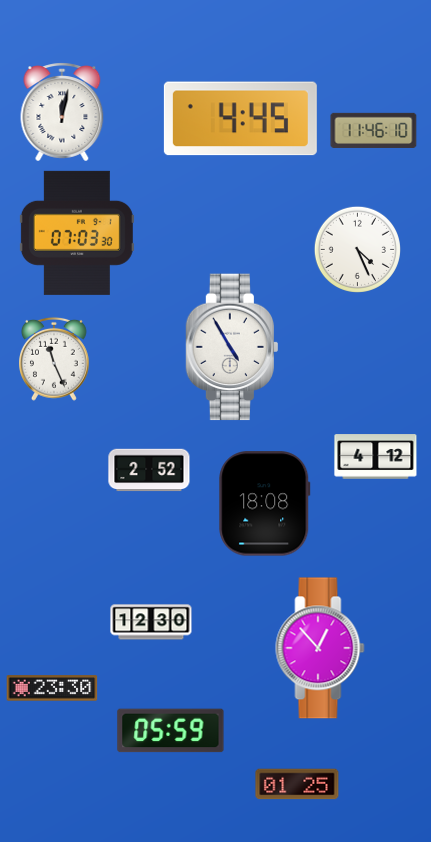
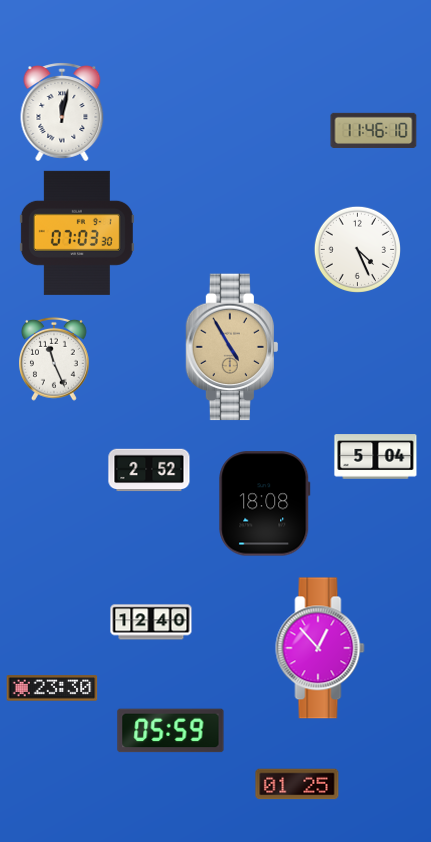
clock at (240, 119): 4:45 -> none
clock at (231, 347) dial: white -> champagne
clock at (376, 457): 4:12 -> 5:04
clock at (151, 622): 12:30 -> 12:40
